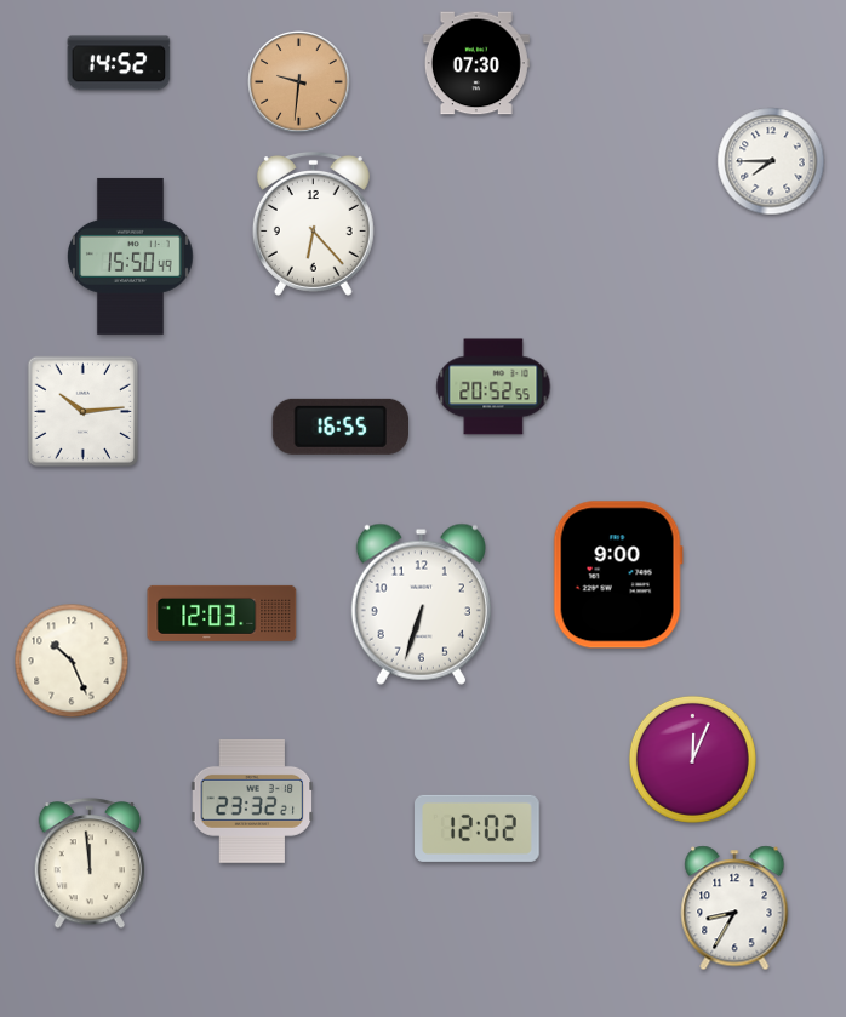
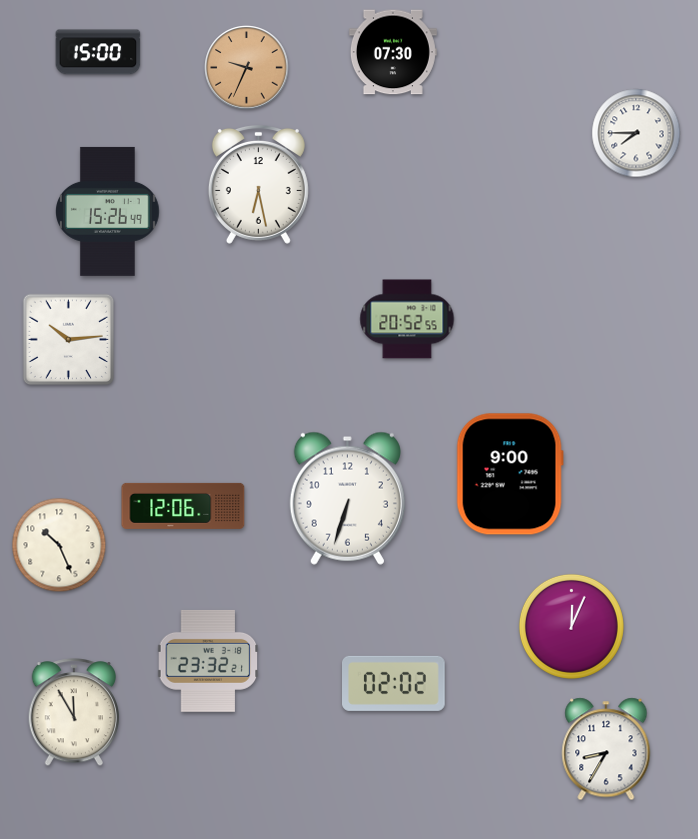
clock at (119, 63): 14:52 -> 15:00
clock at (299, 82): 9:31 -> 9:34
clock at (313, 223): 6:23 -> 6:28
clock at (131, 256): 15:50 -> 15:26
clock at (339, 427): 16:55 -> none
clock at (222, 613): 12:03 -> 12:06
clock at (478, 828): 12:02 -> 02:02
clock at (88, 864): 11:59 -> 11:55
